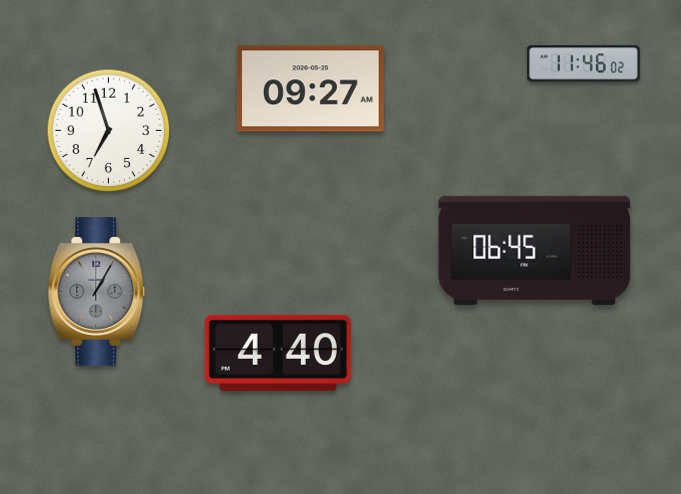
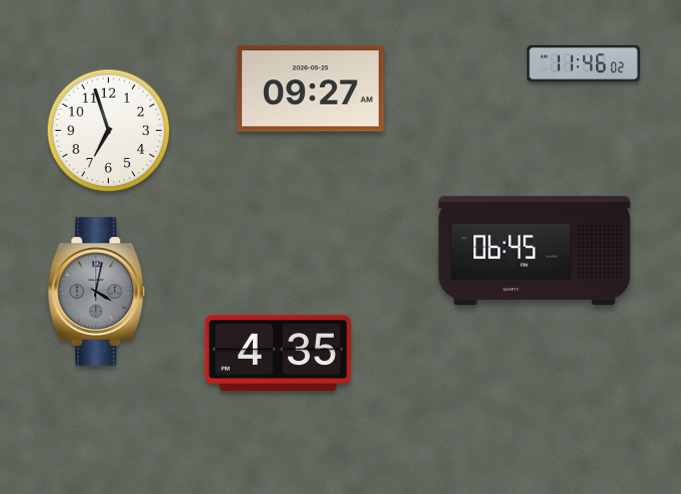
clock at (97, 292): 1:05 -> 4:02
clock at (278, 353): 4:40 -> 4:35
